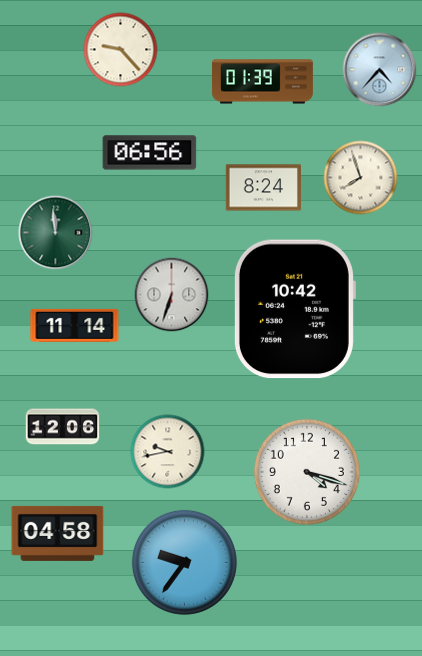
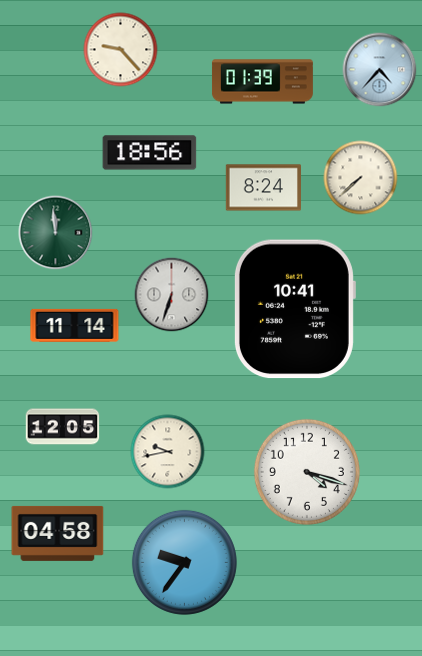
clock at (150, 153): 06:56 -> 18:56
clock at (361, 178): 7:57 -> 7:38
clock at (294, 309): 10:42 -> 10:41
clock at (63, 427): 12:06 -> 12:05
